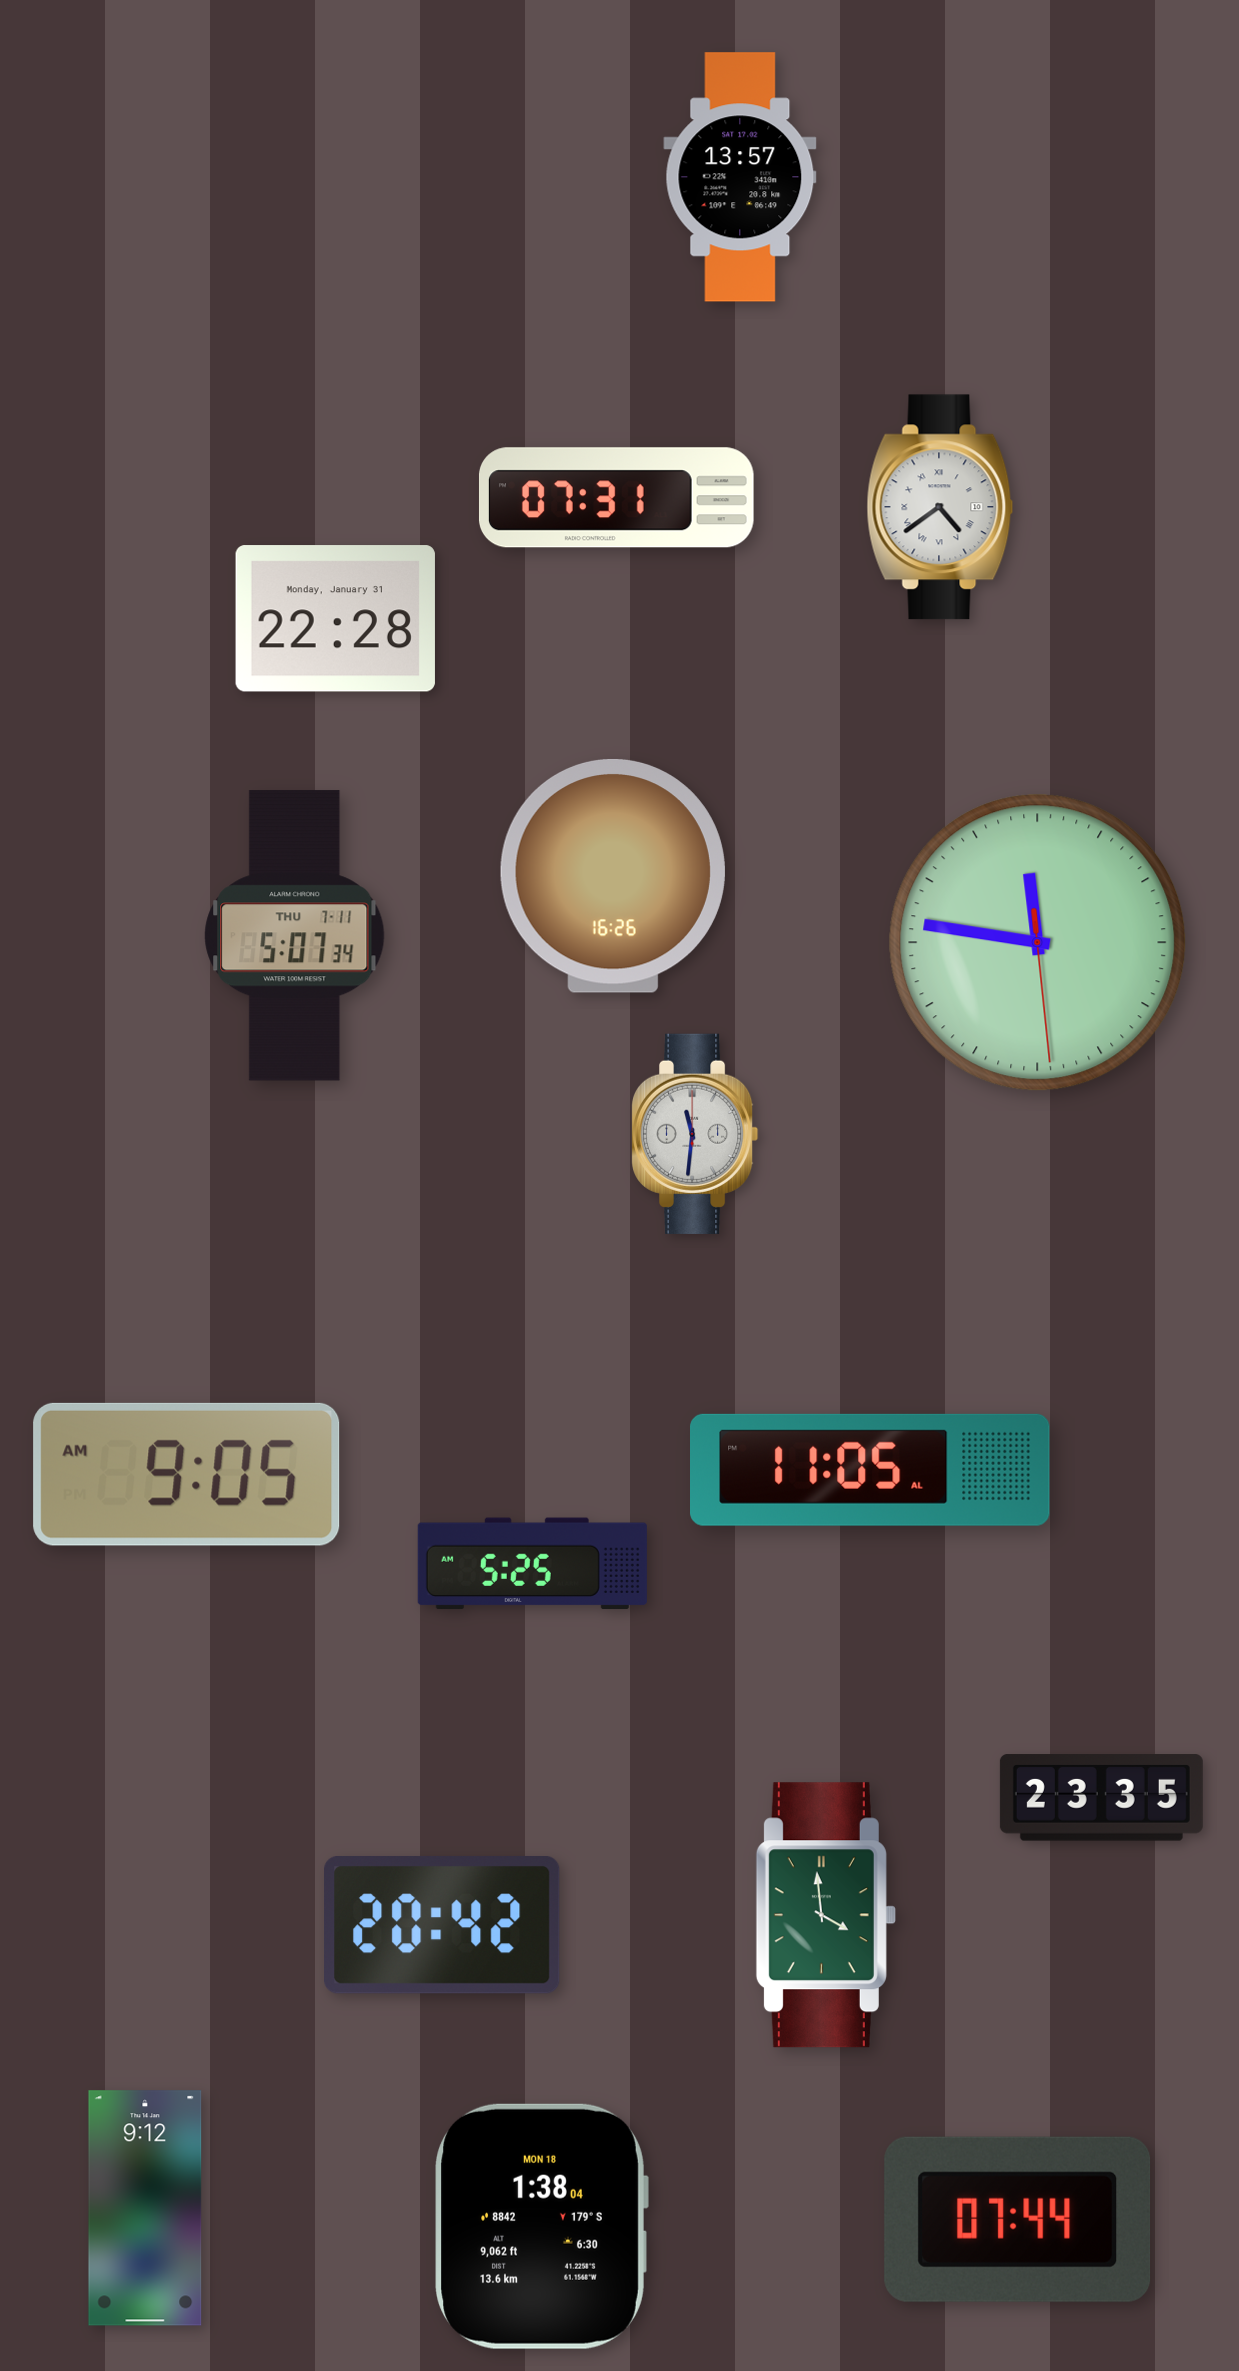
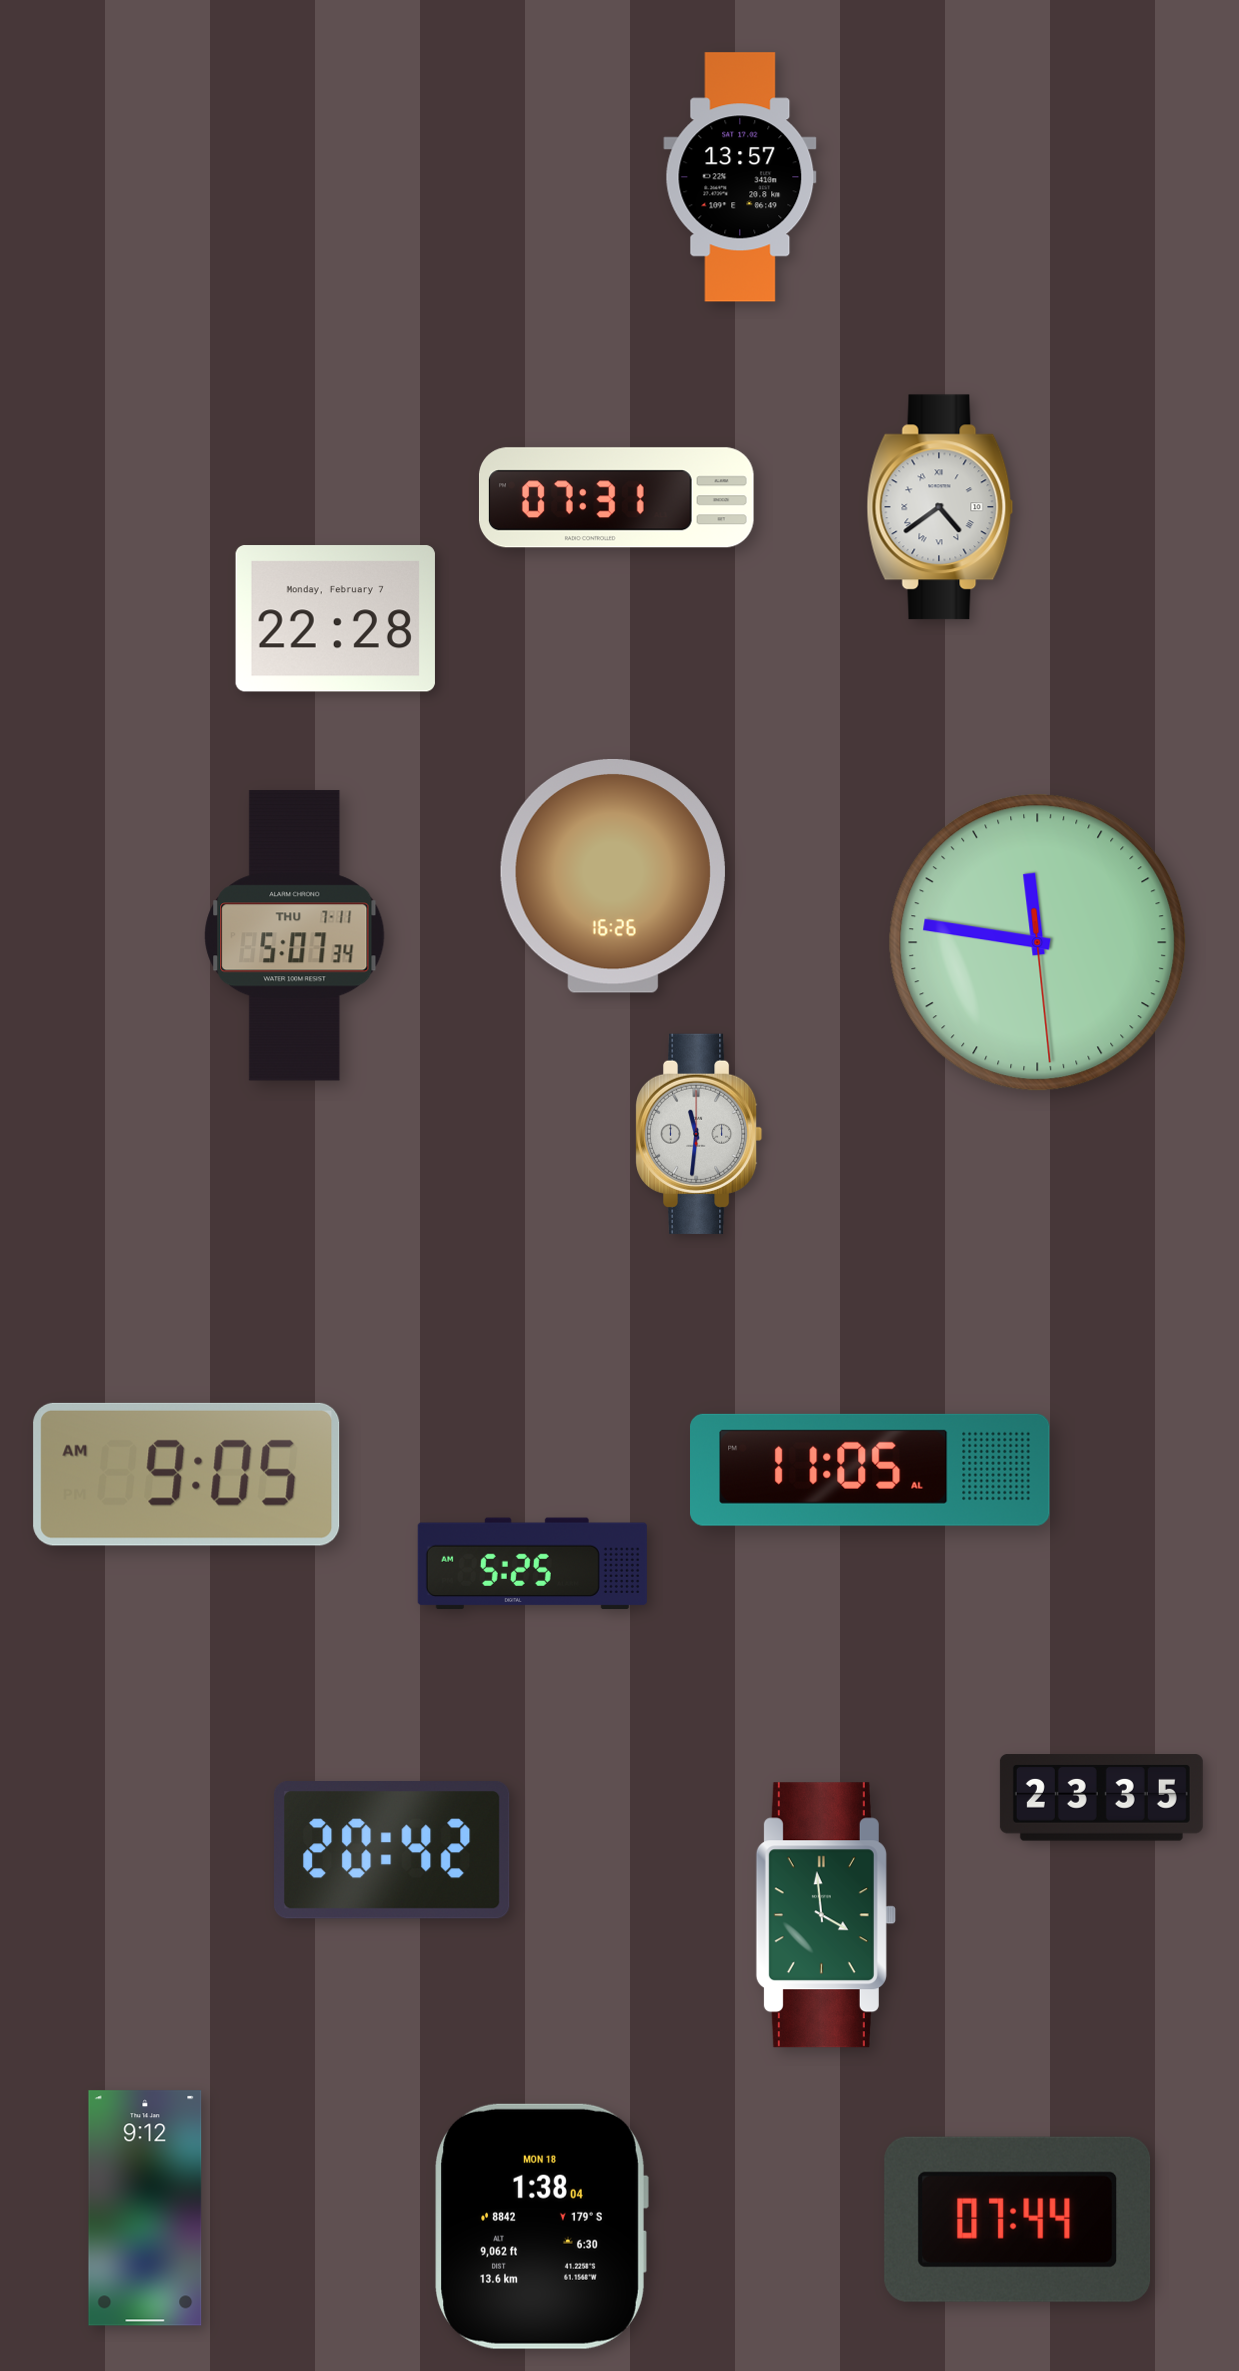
clock at (335, 619) date: Monday, January 31 -> Monday, February 7
clock at (696, 1134) position: (696, 1134) -> (700, 1134)
clock at (442, 1926) position: (442, 1926) -> (392, 1851)
